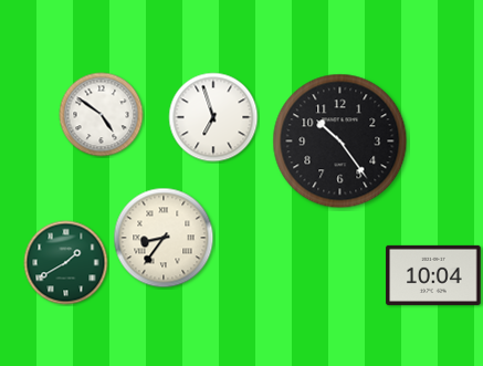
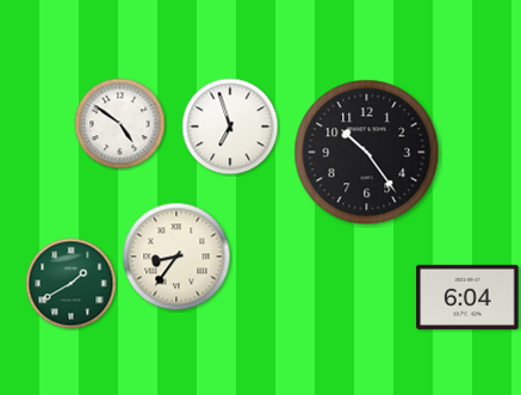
clock at (102, 115) position: (102, 115) -> (120, 124)
clock at (433, 275): 10:04 -> 6:04
